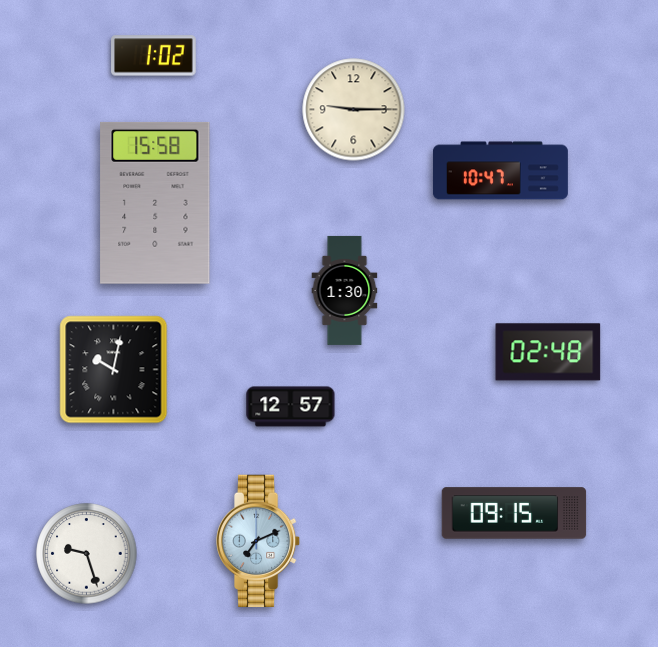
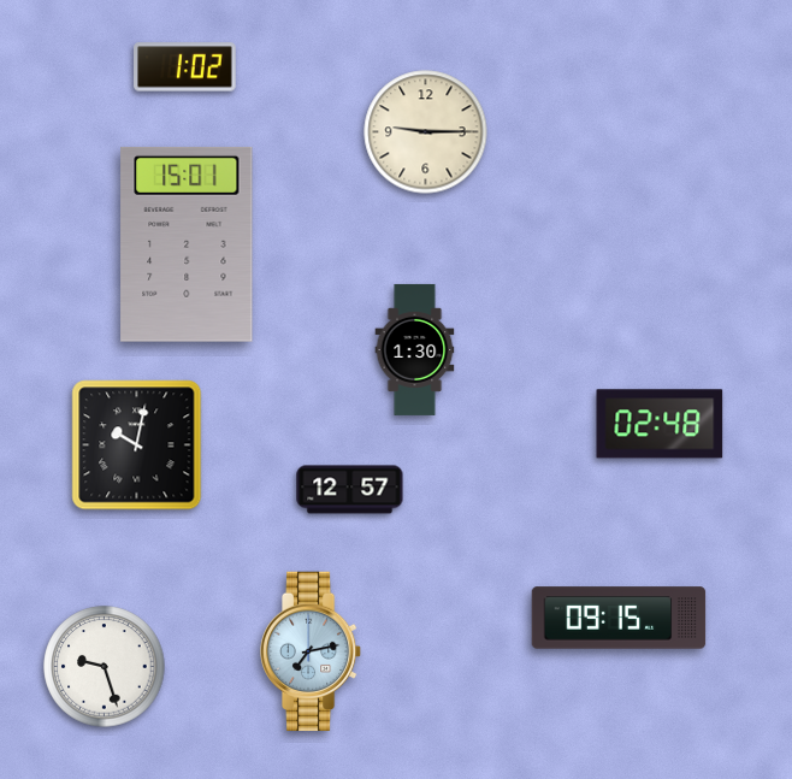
clock at (500, 171): 10:47 -> none
clock at (155, 203): 15:58 -> 15:01
clock at (258, 541): 7:11 -> 7:13
